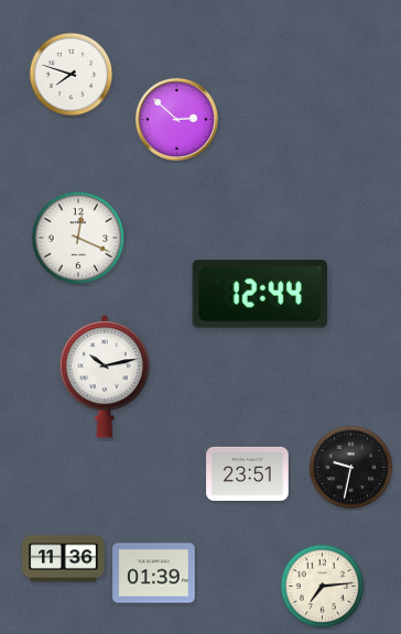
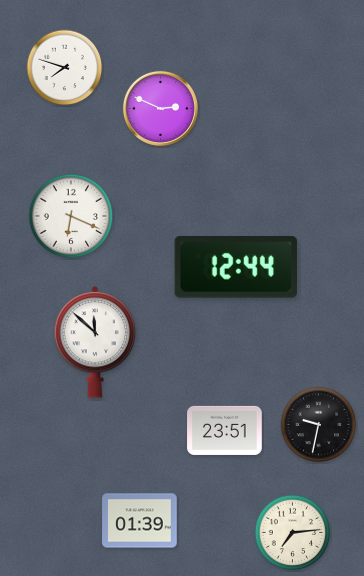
clock at (176, 119): 2:52 -> 2:49
clock at (78, 238): 12:19 -> 6:19
clock at (105, 378): 10:13 -> 11:52
clock at (64, 559): 11:36 -> none
